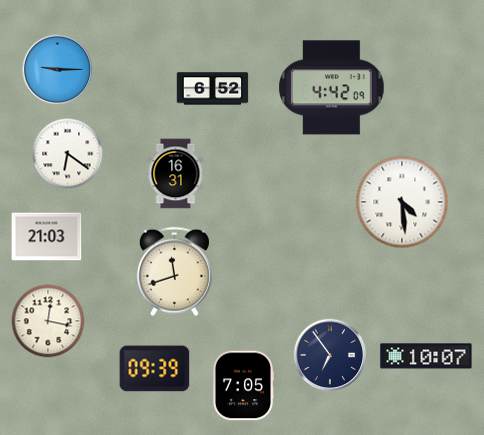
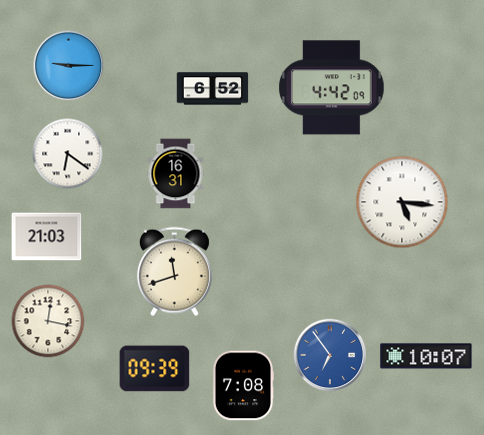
clock at (58, 70) position: (58, 70) -> (69, 66)
clock at (402, 202): 4:29 -> 5:16
clock at (330, 355) dial: navy -> blue
clock at (243, 386): 7:05 -> 7:08
